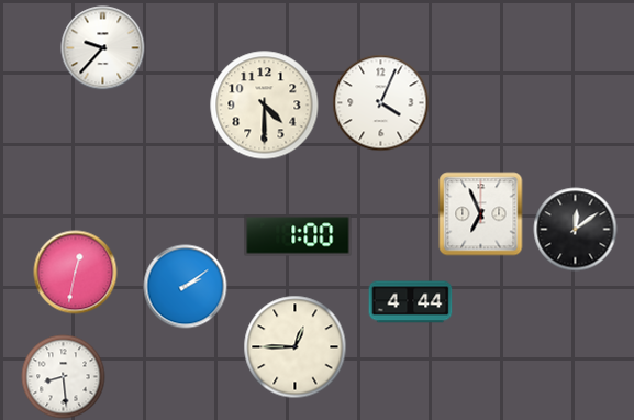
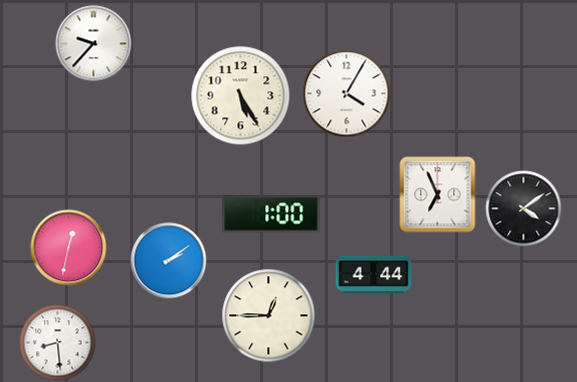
clock at (381, 103): 4:04 -> 4:05
clock at (265, 106): 4:30 -> 5:25
clock at (576, 230): 12:09 -> 4:09
